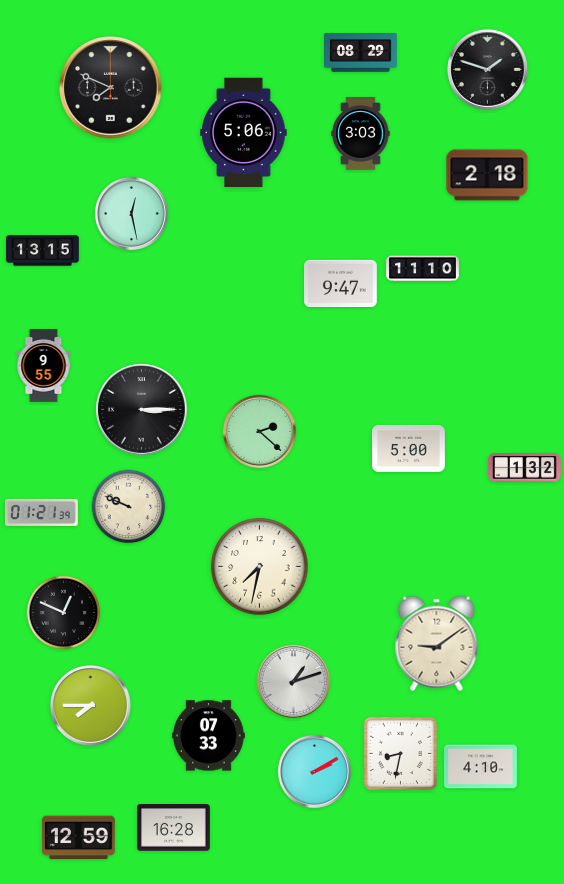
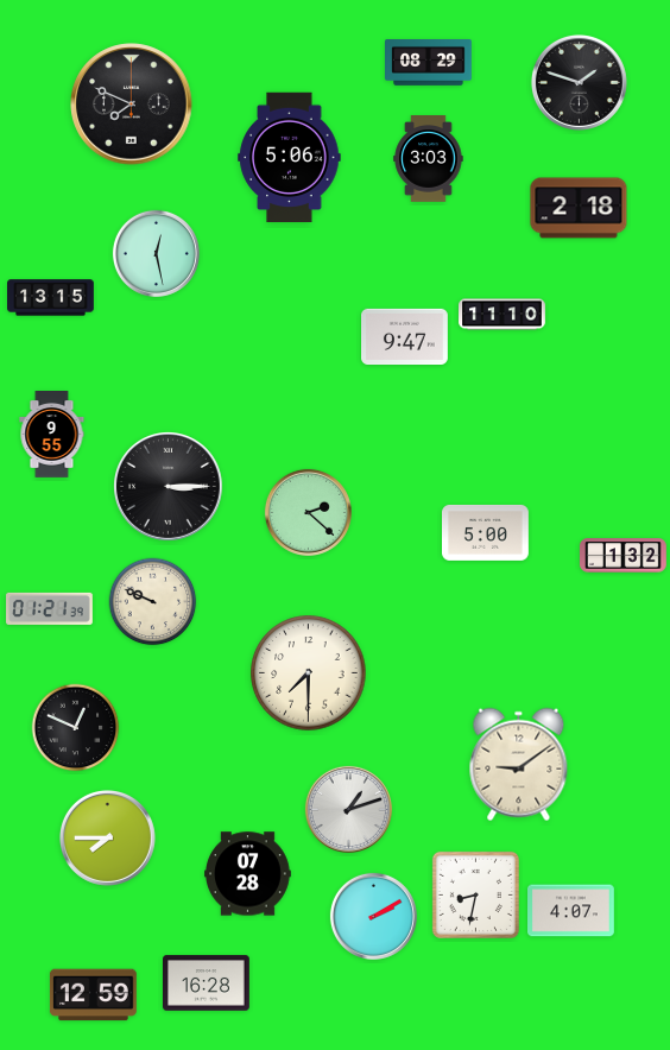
clock at (423, 269) position: (423, 269) -> (502, 315)
clock at (260, 567): 7:32 -> 7:30
clock at (209, 736): 07:33 -> 07:28
clock at (481, 767): 4:10 -> 4:07
